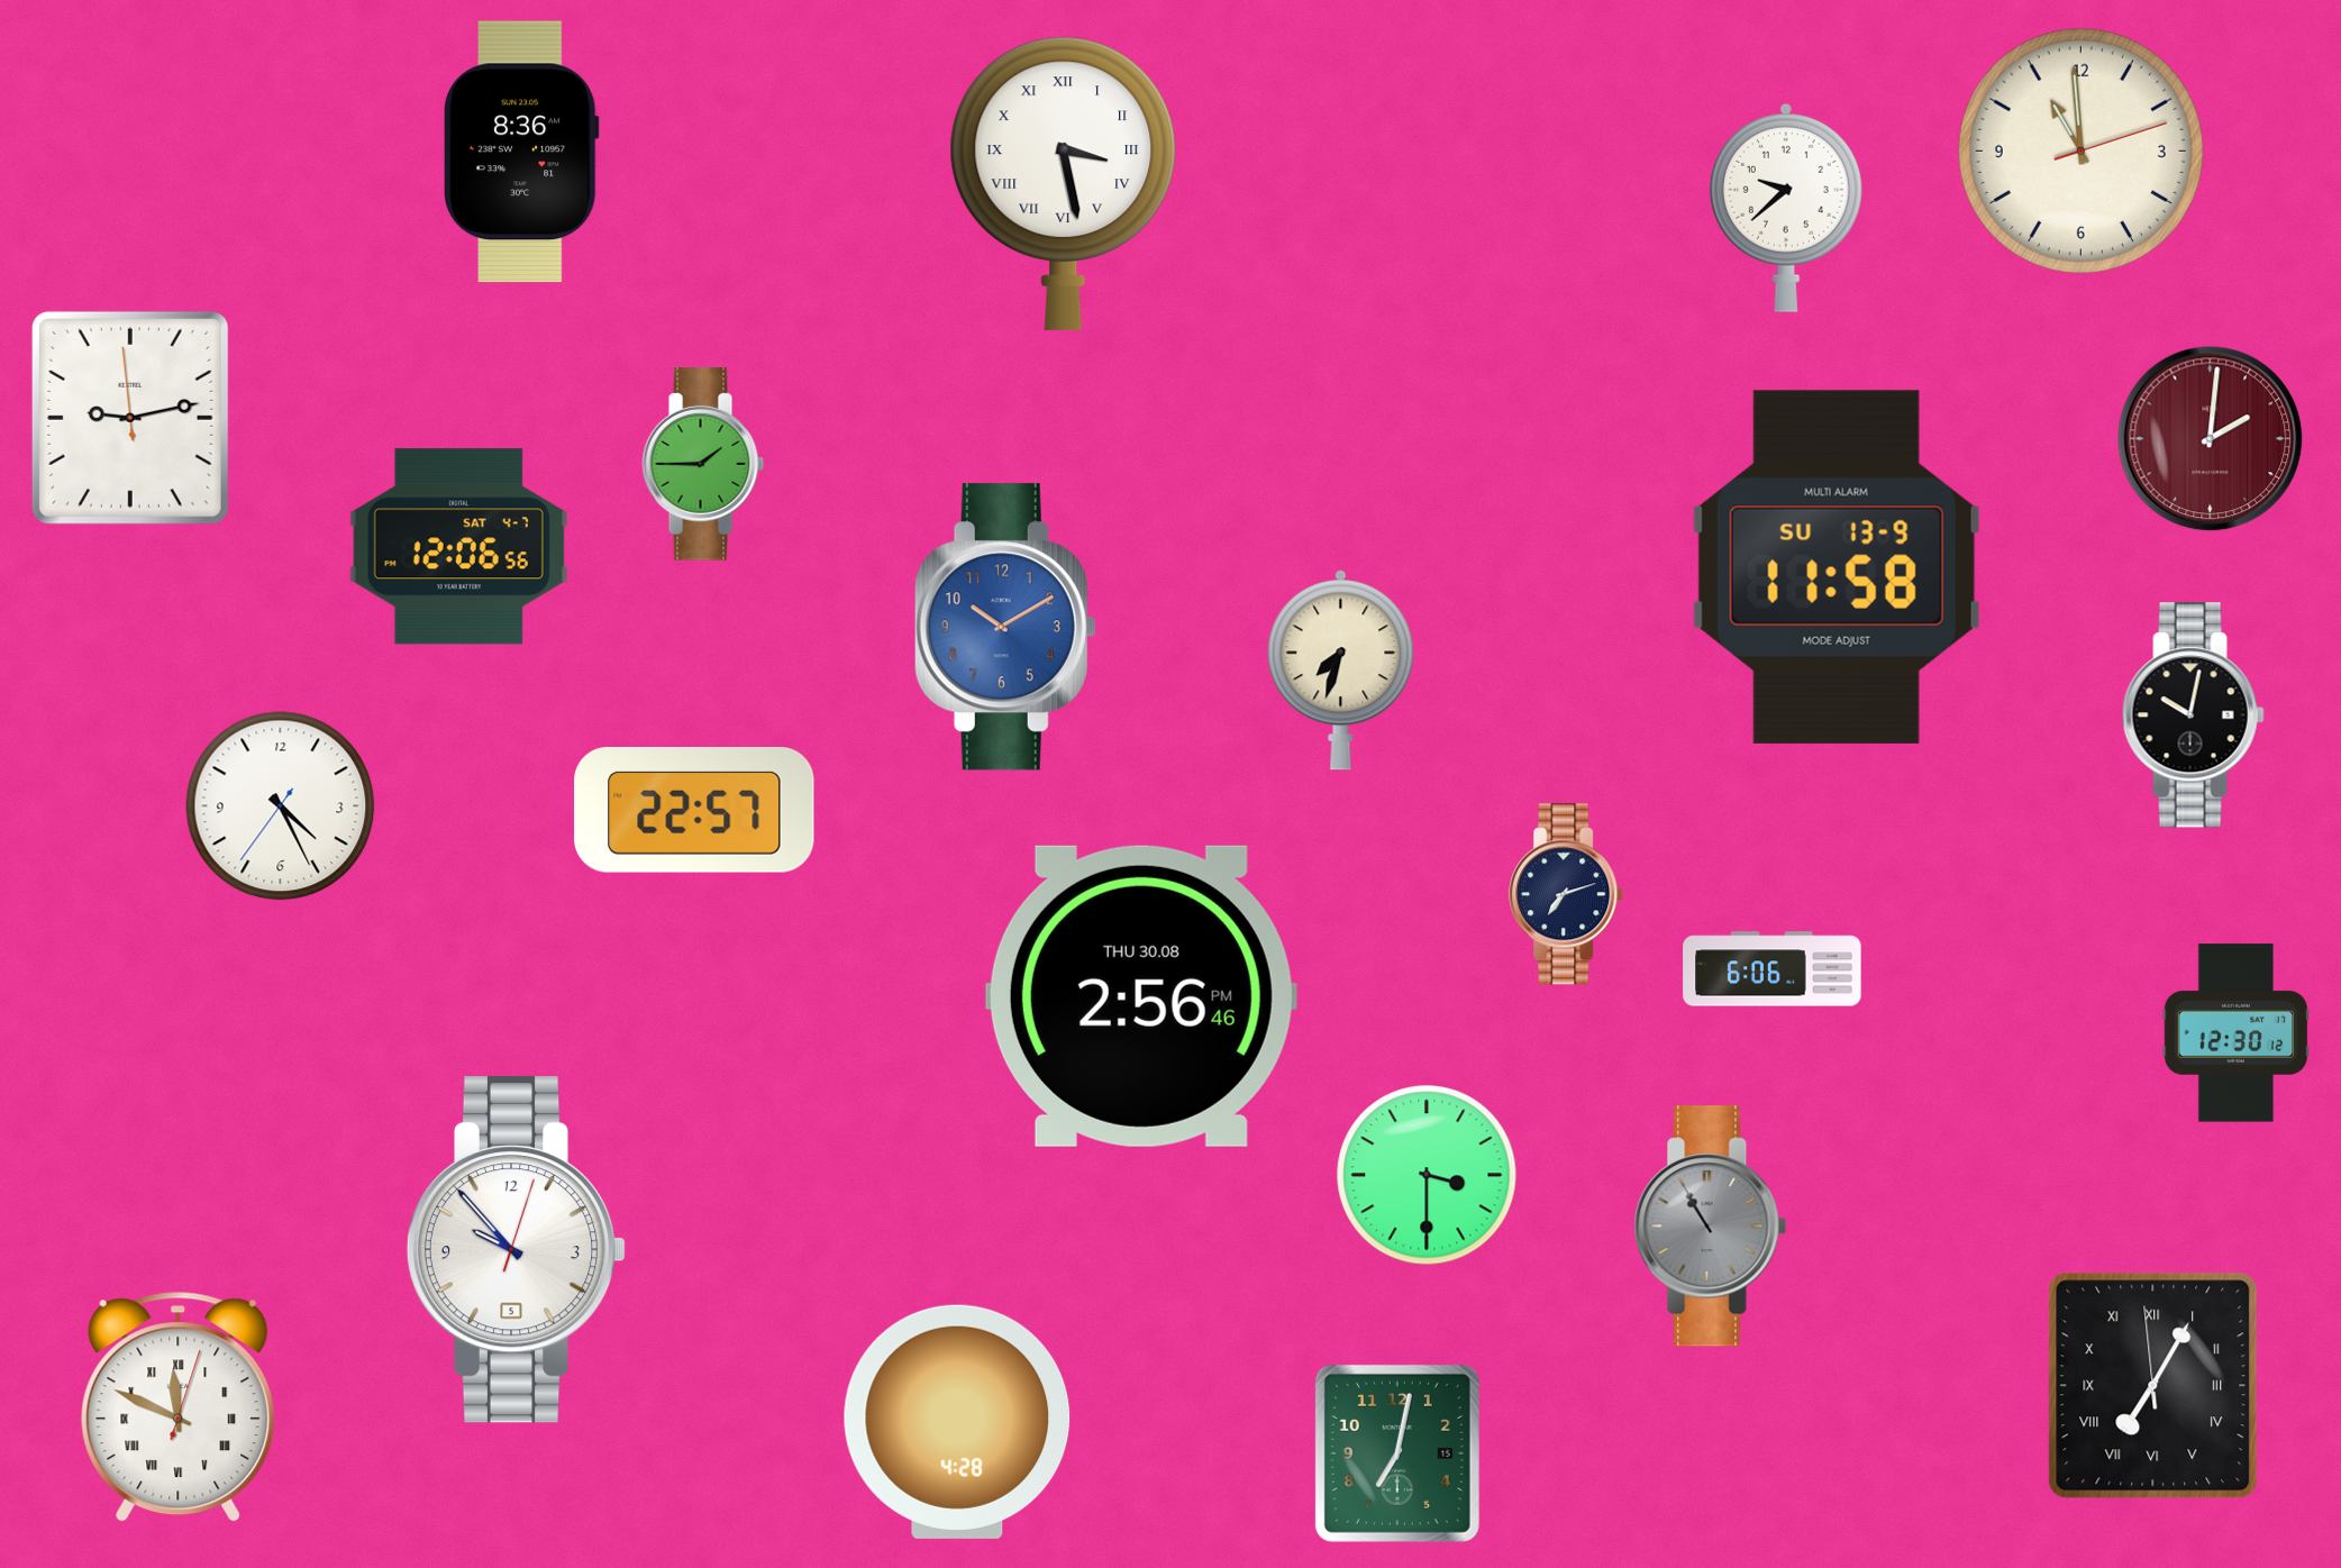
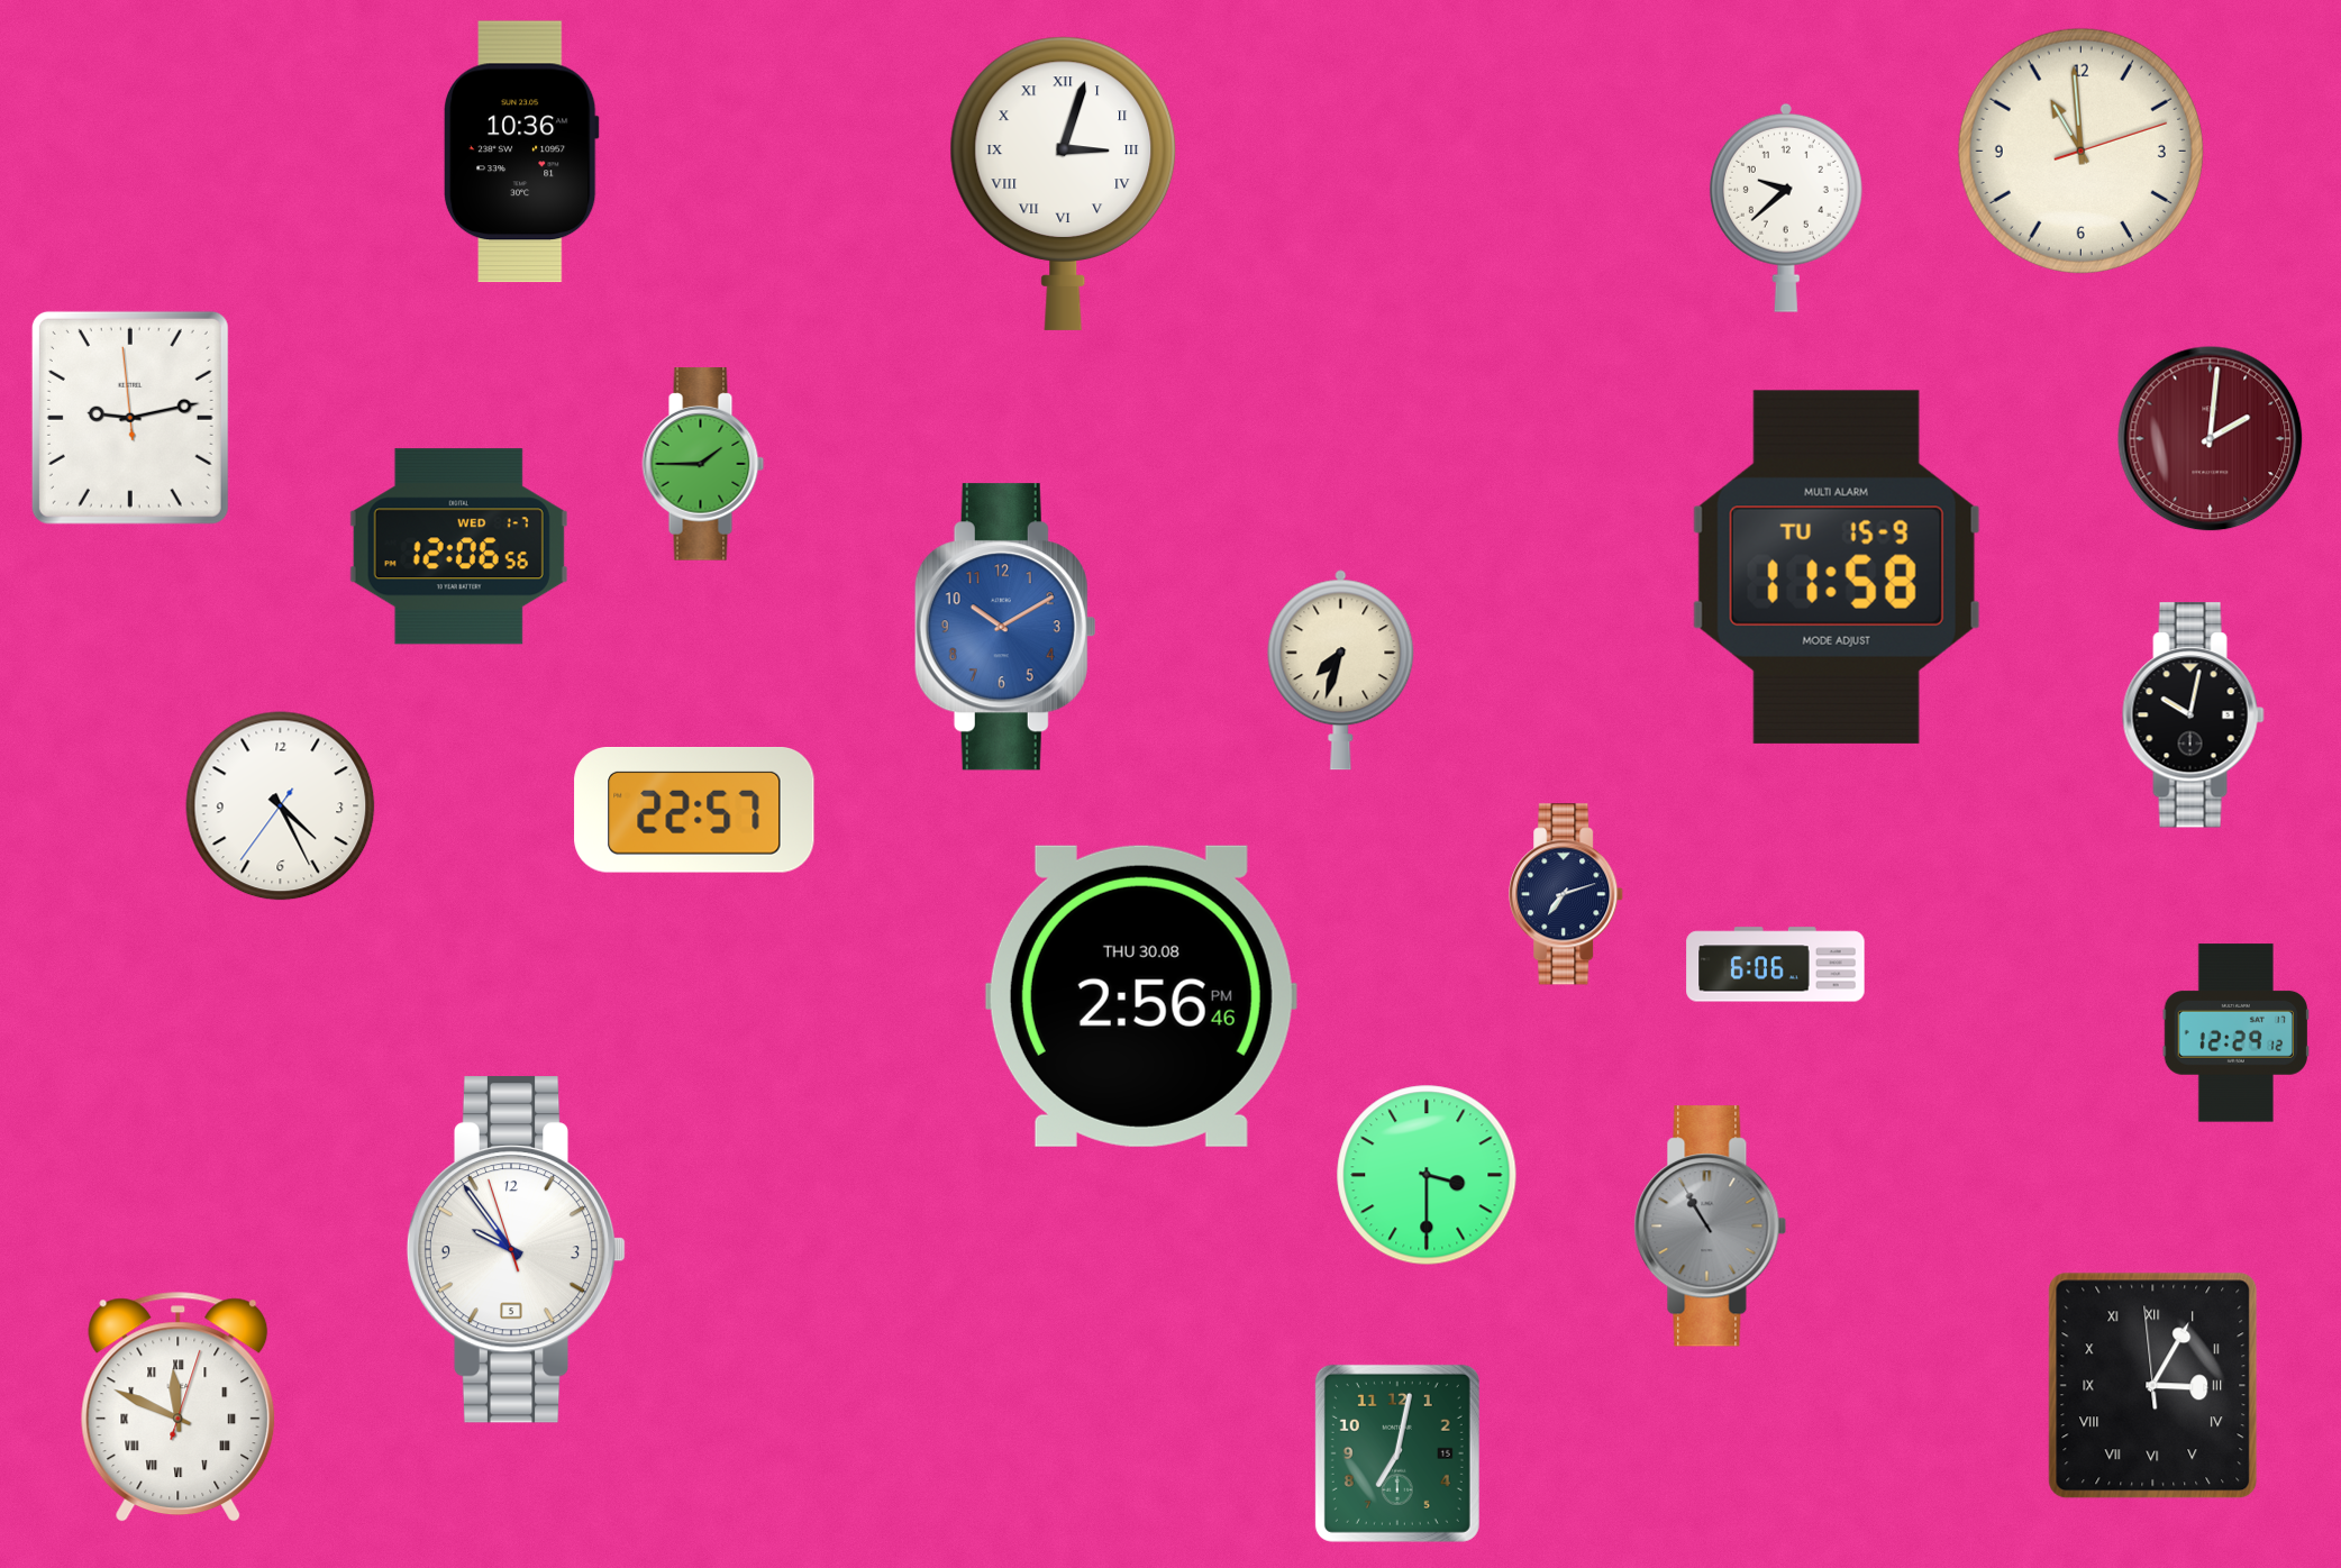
clock at (521, 152): 8:36 -> 10:36
clock at (1064, 183): 3:28 -> 3:03
clock at (458, 547) date: SAT 4-7 -> WED 1-7
clock at (1837, 567) date: SU 13-9 -> TU 15-9
clock at (1773, 969) position: (1773, 969) -> (1776, 965)
clock at (2237, 1033): 12:30 -> 12:29
clock at (517, 1250): 9:53:03 -> 9:53:57
clock at (2153, 1386): 7:04 -> 3:04
clock at (957, 1422): 4:28 -> none
